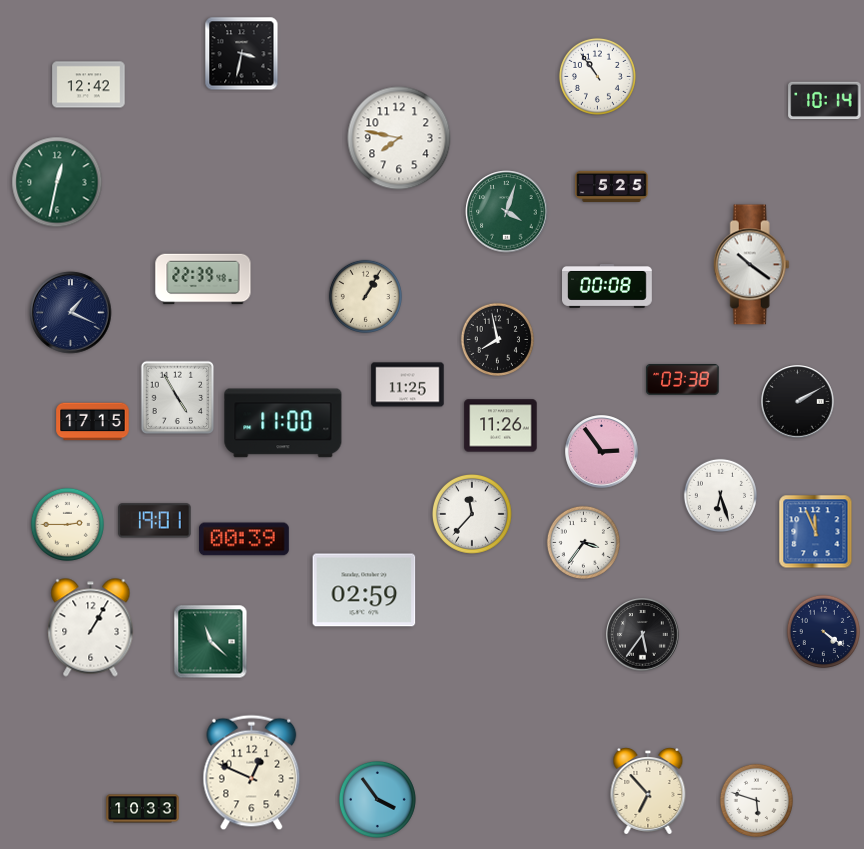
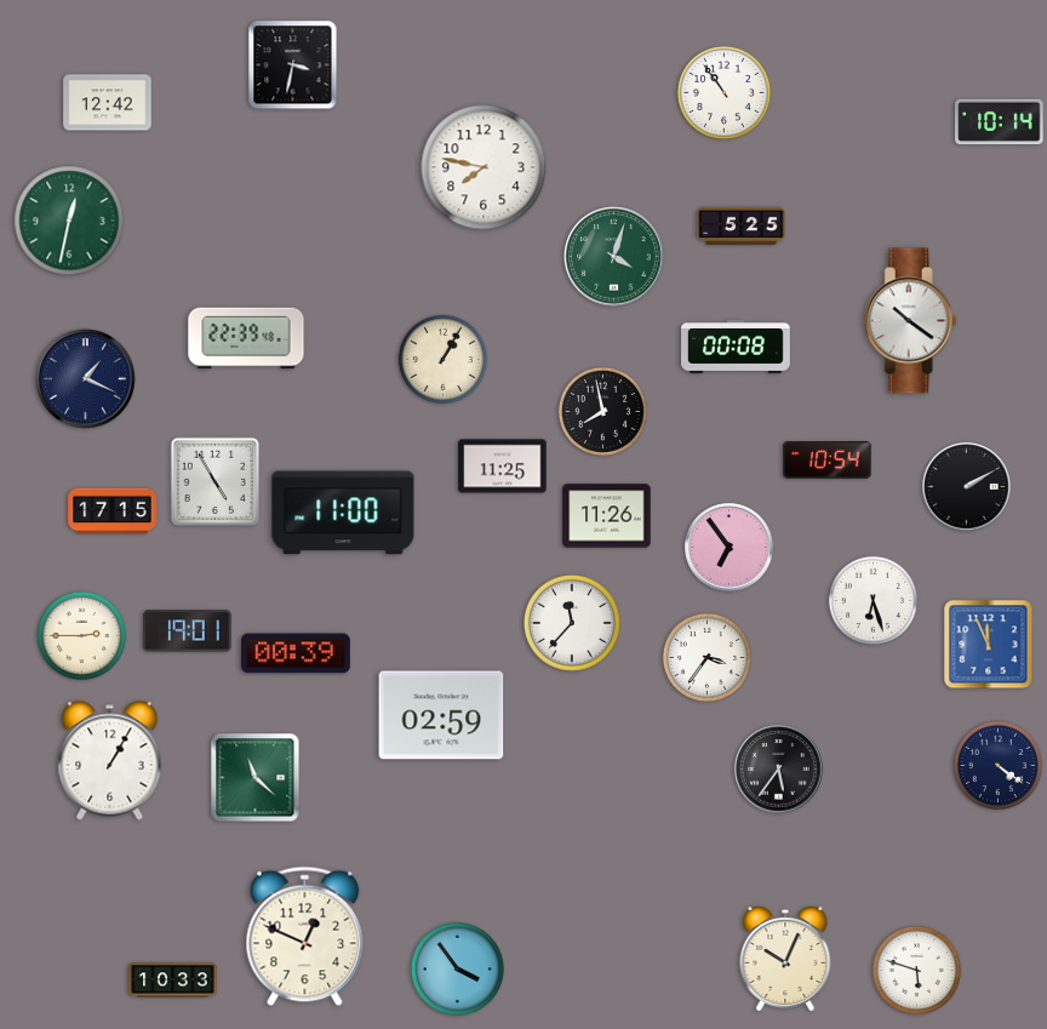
clock at (683, 380): 03:38 -> 10:54
clock at (408, 385) position: (408, 385) -> (503, 467)
clock at (602, 452): 2:54 -> 6:54
clock at (648, 792): 6:53 -> 10:04
